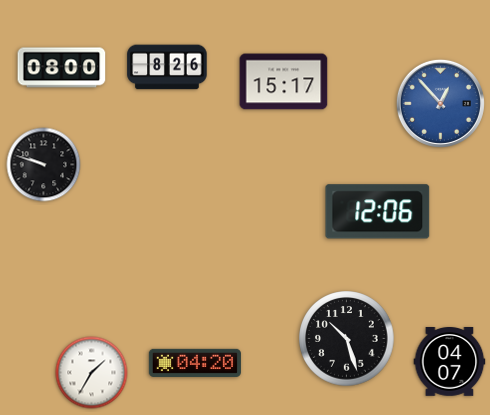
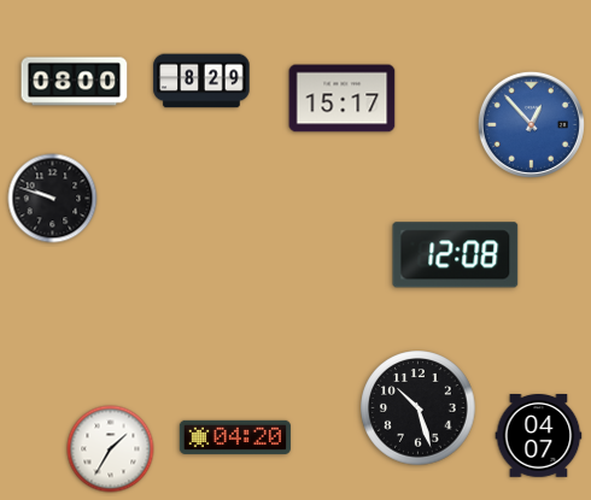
clock at (167, 67): 8:26 -> 8:29
clock at (378, 212): 12:06 -> 12:08
clock at (450, 362) position: (450, 362) -> (539, 436)
